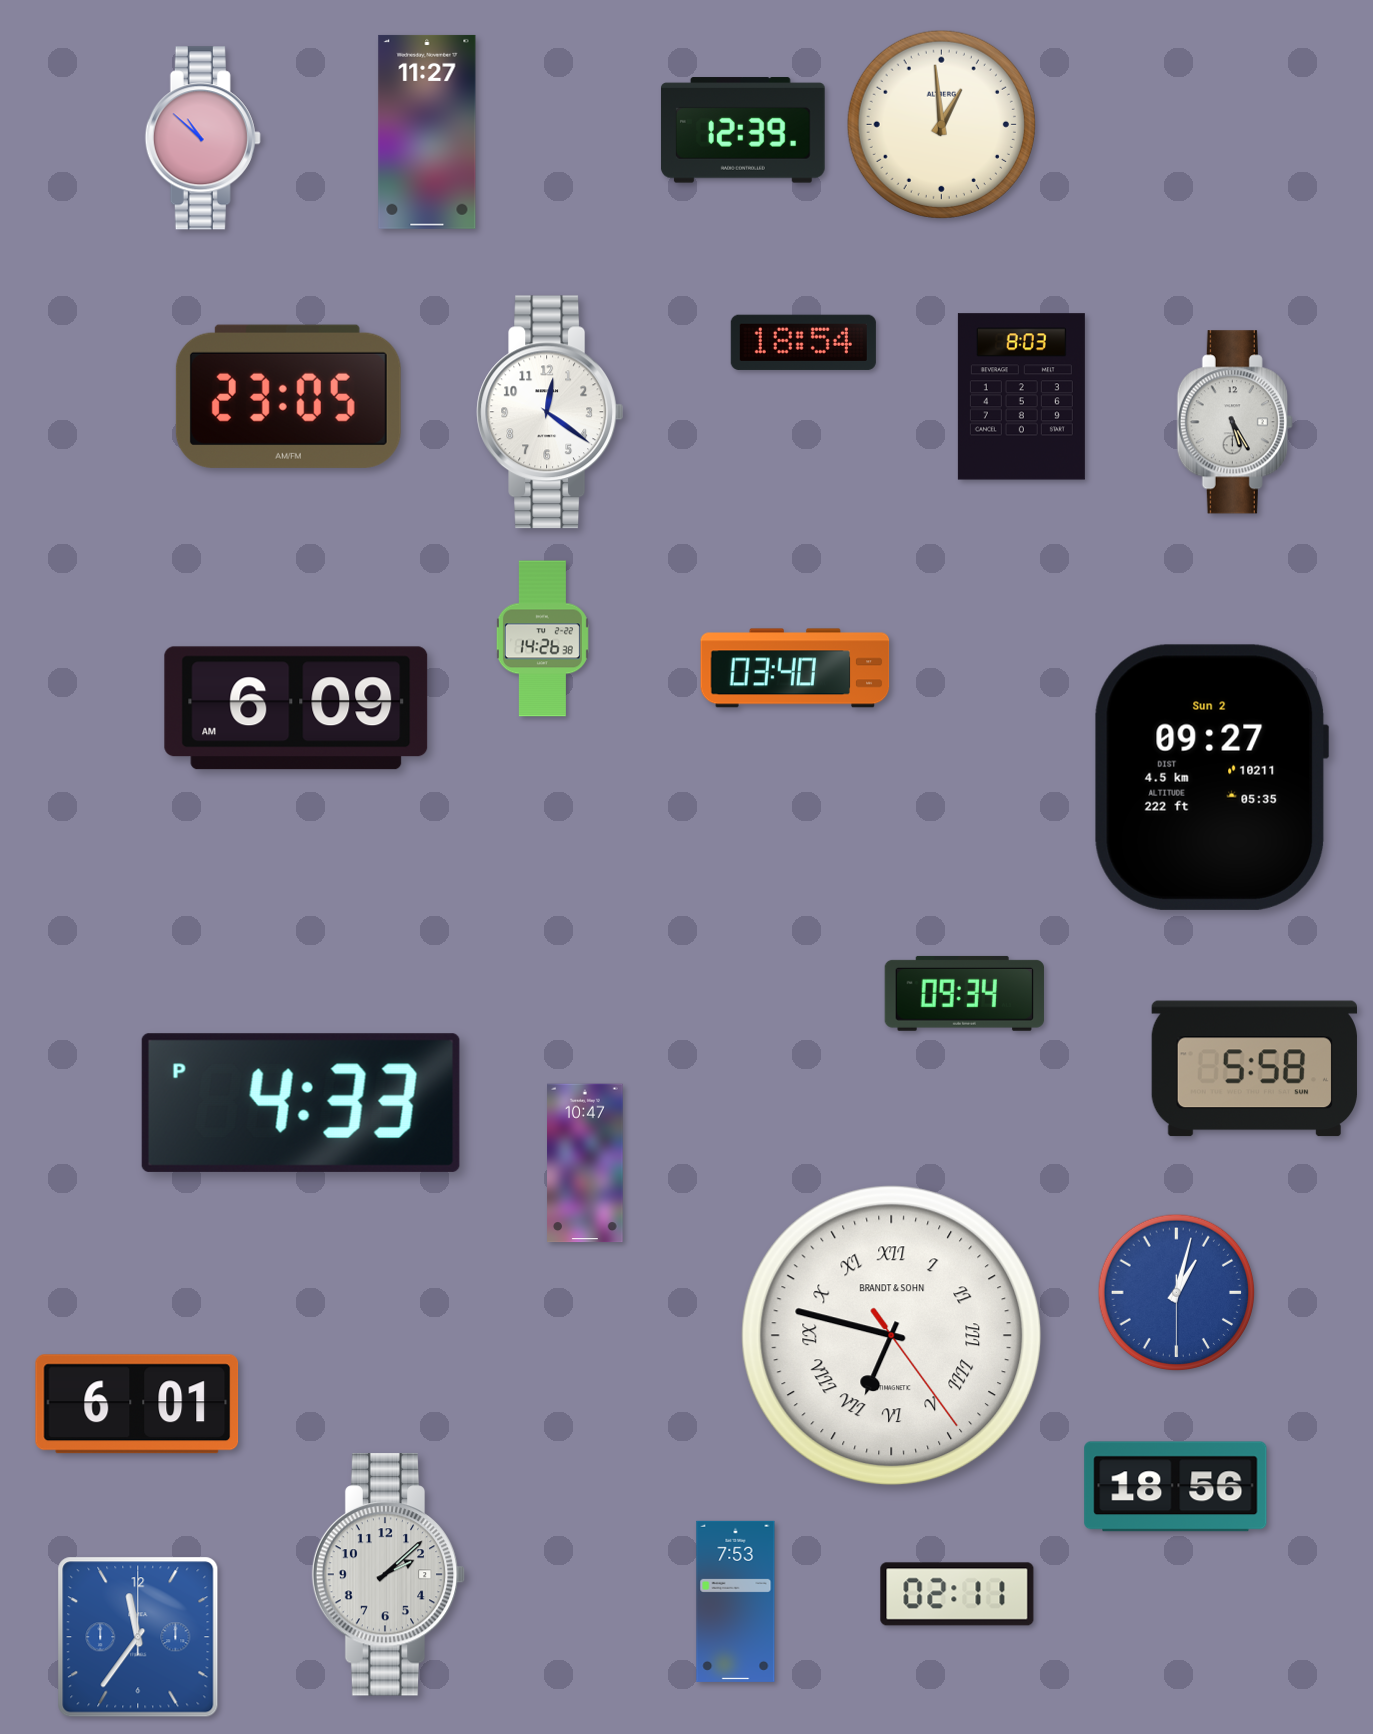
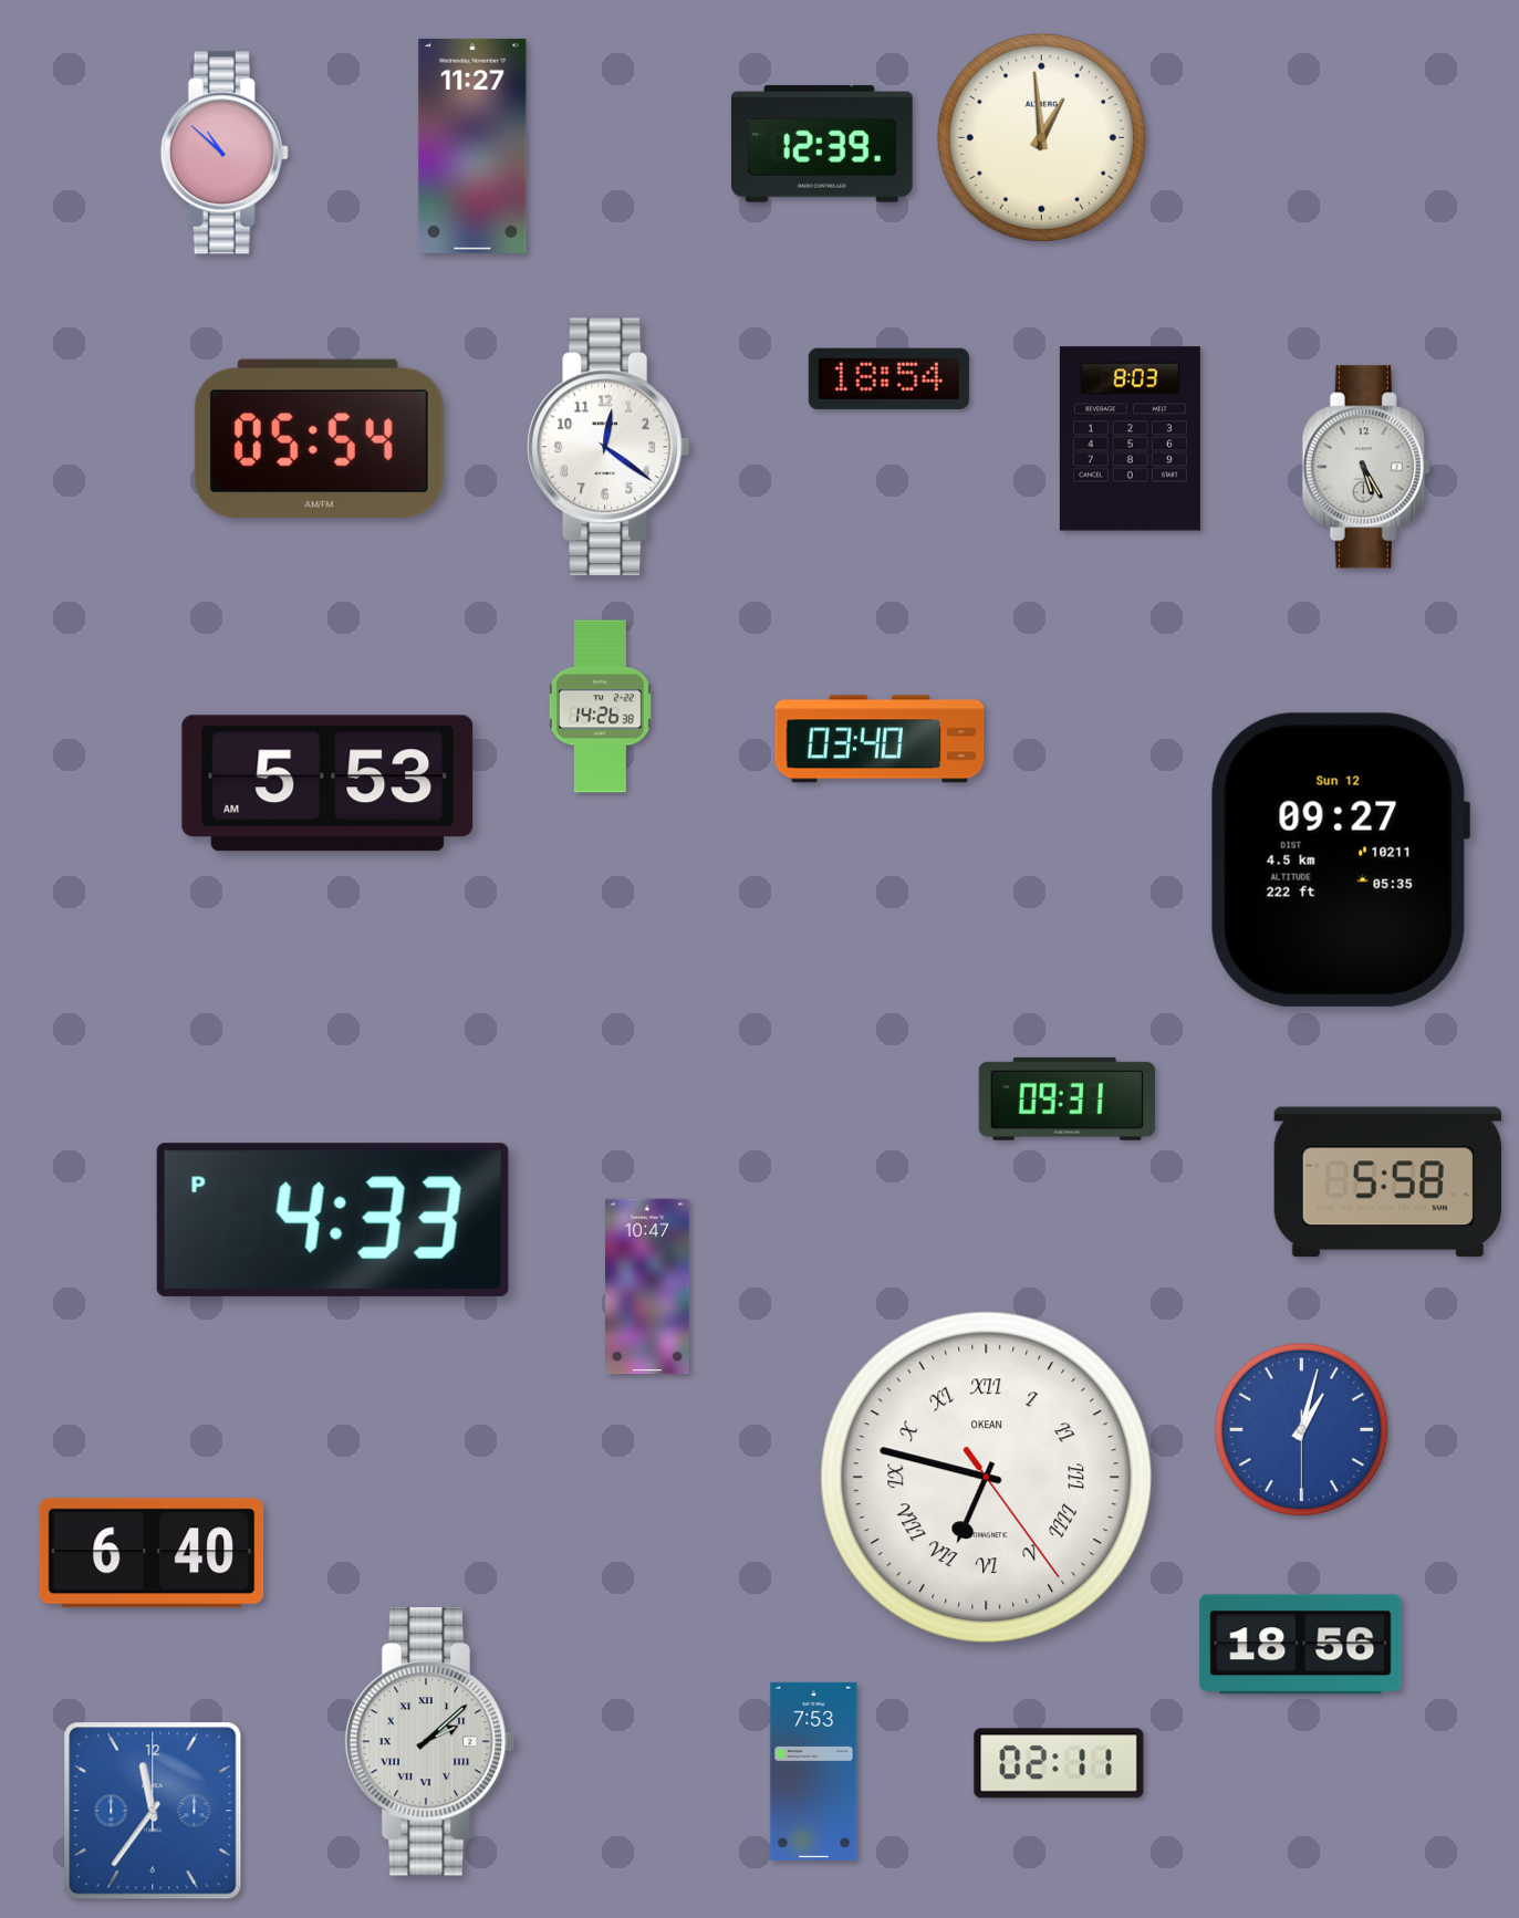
clock at (288, 396): 23:05 -> 05:54
clock at (549, 412) position: (549, 412) -> (607, 447)
clock at (296, 708): 6:09 -> 5:53
clock at (1211, 777) date: Sun 2 -> Sun 12
clock at (964, 993): 09:34 -> 09:31
clock at (892, 1336) brand: BRANDT & SOHN -> OKEAN
clock at (137, 1404): 6:01 -> 6:40
clock at (389, 1575) numerals: Arabic -> Roman
